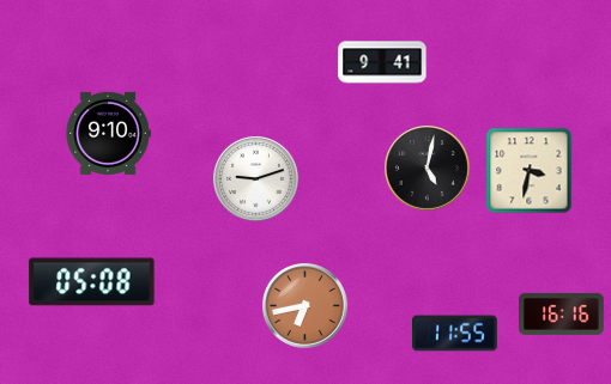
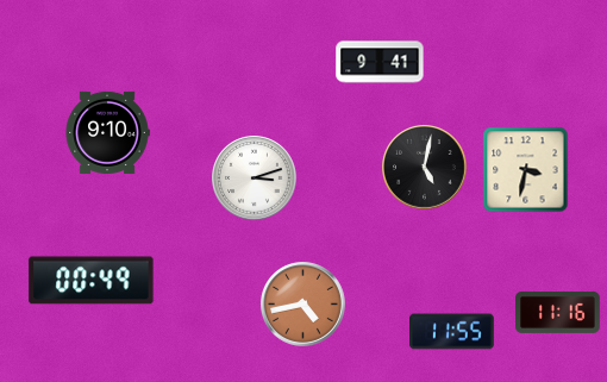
clock at (256, 179): 9:12 -> 3:12
clock at (92, 282): 05:08 -> 00:49
clock at (305, 306): 6:43 -> 4:43
clock at (562, 313): 16:16 -> 11:16
